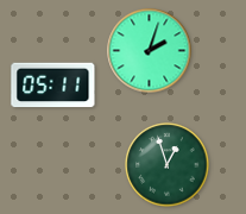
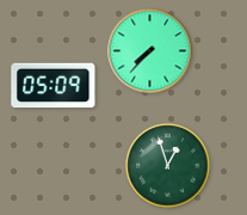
clock at (150, 51): 2:03 -> 7:37
clock at (53, 86): 05:11 -> 05:09
